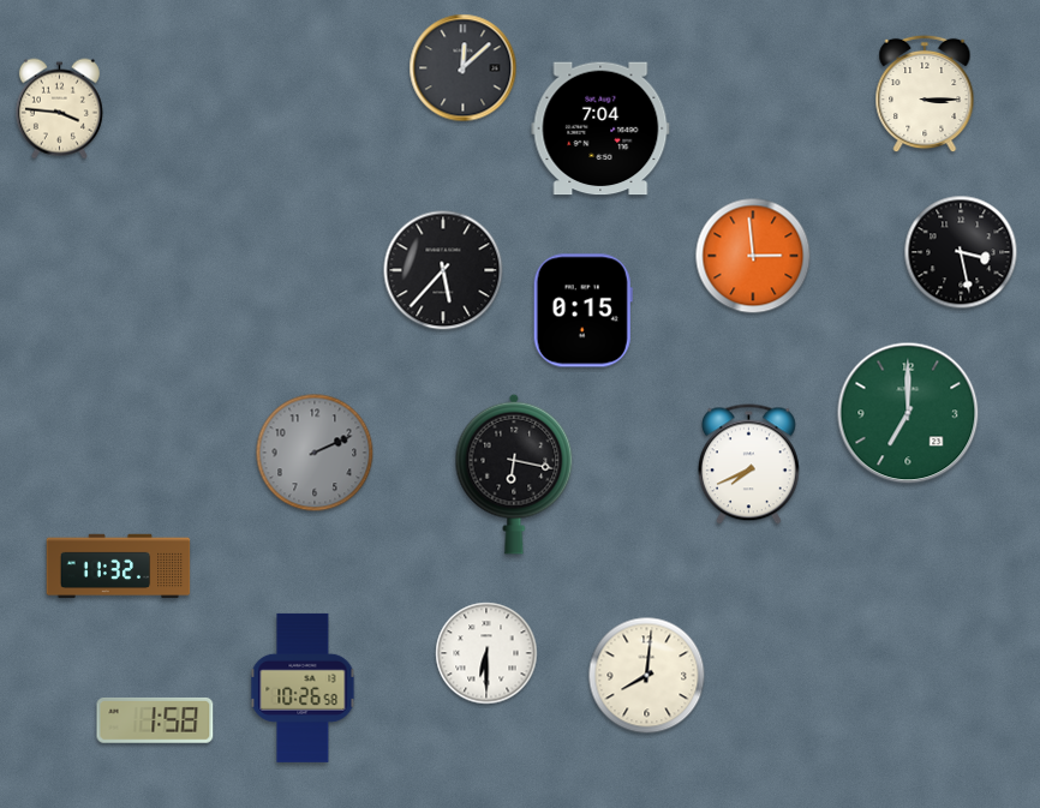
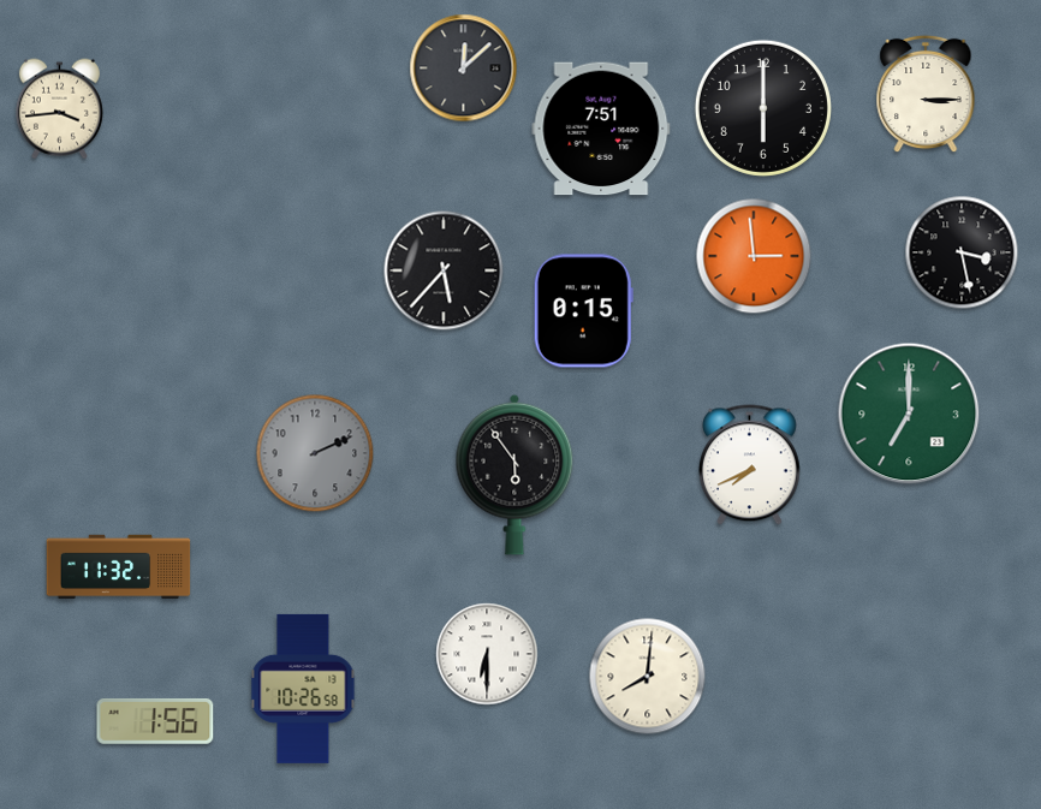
clock at (763, 108): none -> 6:00
clock at (59, 109): 3:46 -> 3:44
clock at (600, 128): 7:04 -> 7:51
clock at (514, 474): 6:17 -> 5:54
clock at (155, 720): 1:58 -> 1:56
